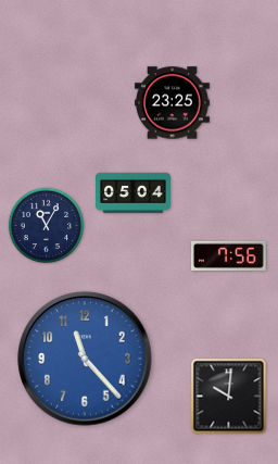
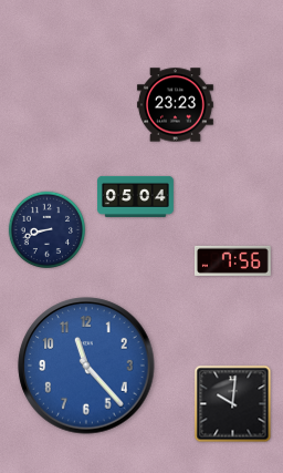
clock at (172, 103): 23:25 -> 23:23
clock at (46, 225): 11:05 -> 8:42
